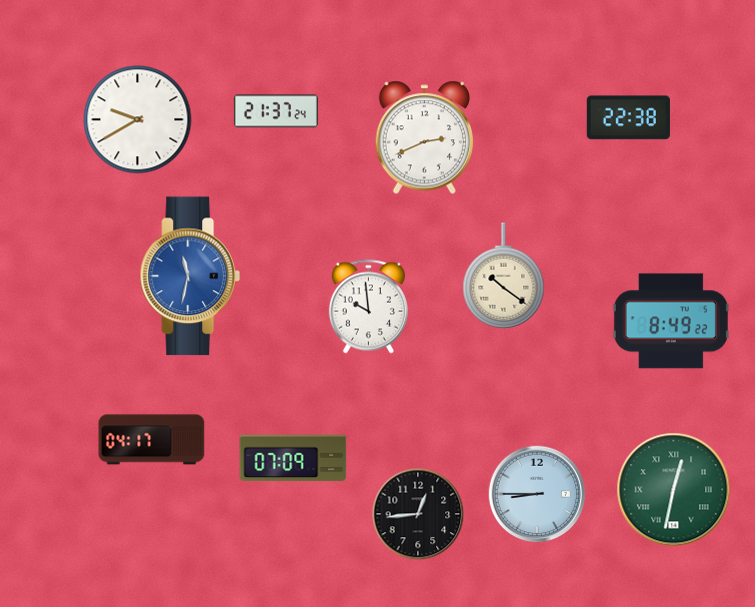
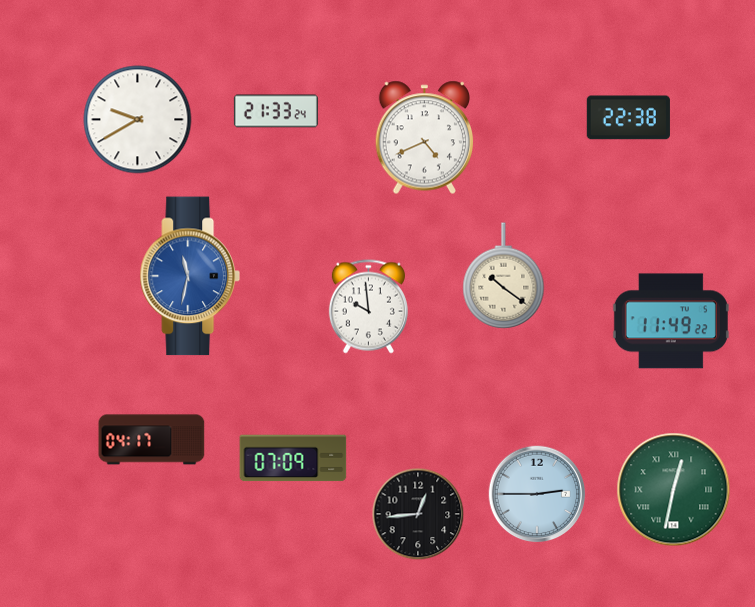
clock at (276, 111): 21:37 -> 21:33
clock at (424, 138): 2:41 -> 4:41
clock at (671, 321): 8:49 -> 11:49
clock at (537, 494): 8:45 -> 2:45
